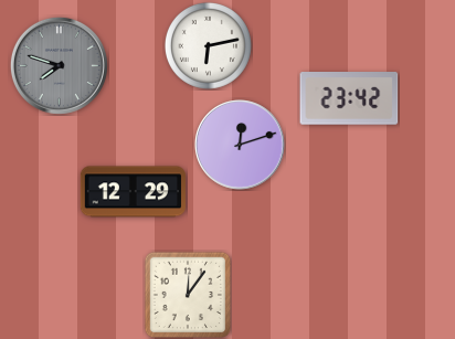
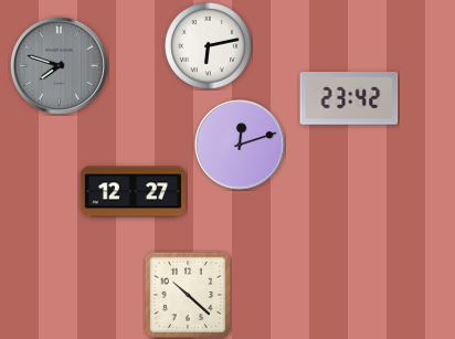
clock at (133, 192): 12:29 -> 12:27
clock at (187, 294): 12:06 -> 10:22
